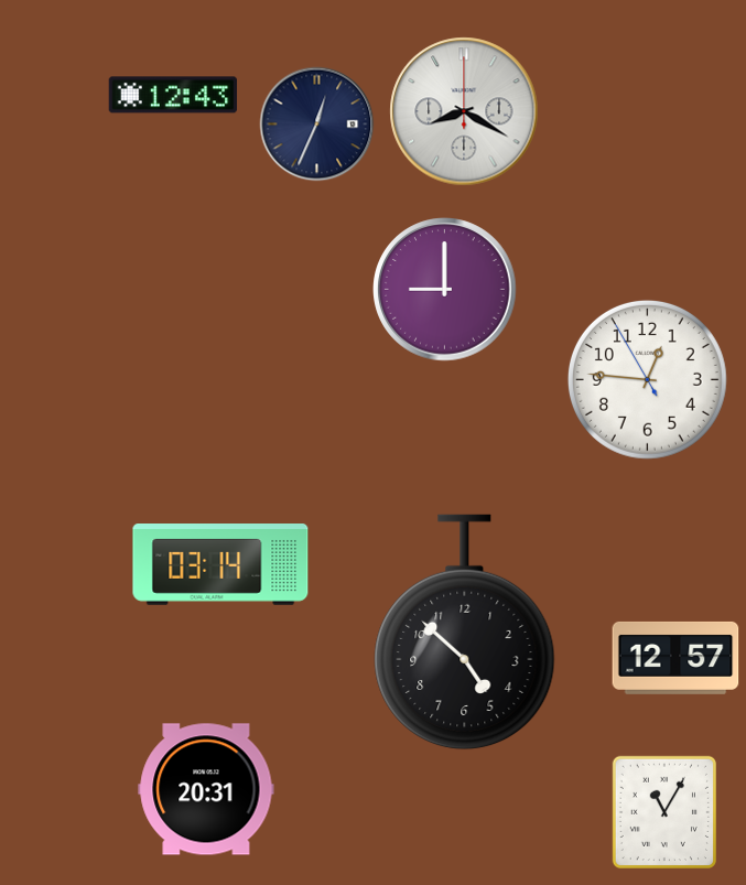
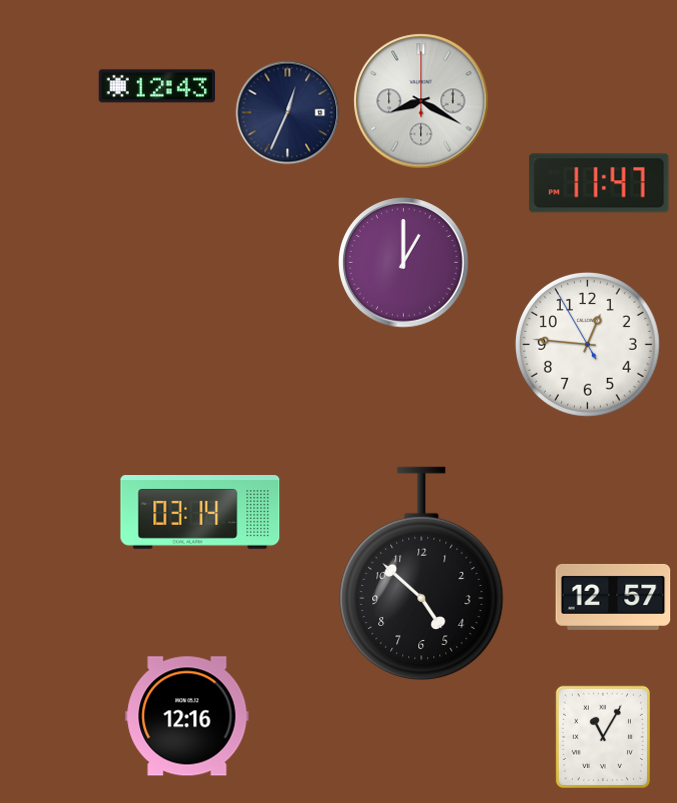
clock at (599, 183): none -> 11:47
clock at (445, 290): 9:00 -> 1:00
clock at (206, 789): 20:31 -> 12:16
